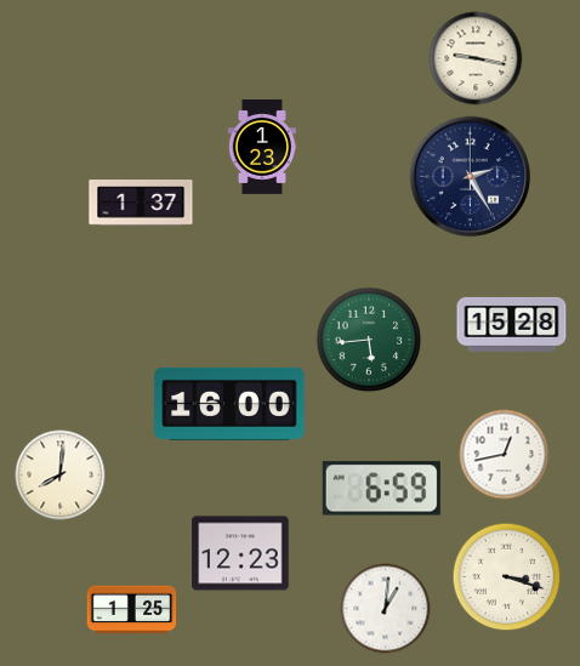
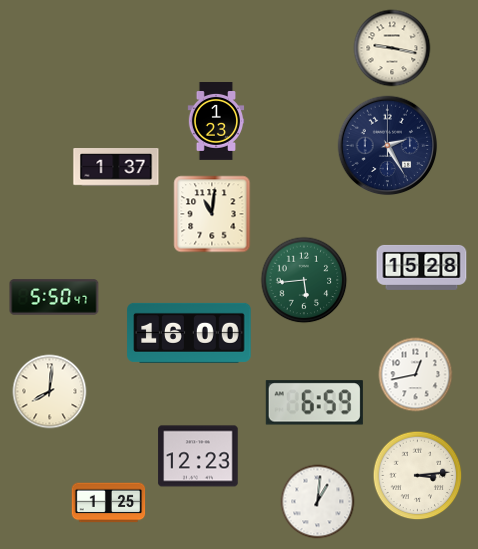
clock at (212, 214): none -> 11:01
clock at (54, 297): none -> 5:50
clock at (507, 577): 3:18 -> 3:14
